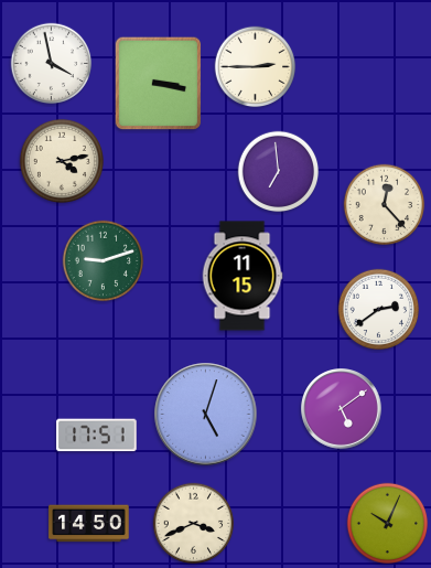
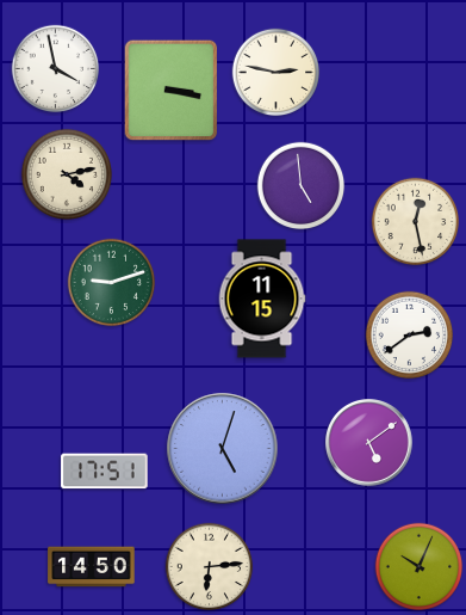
clock at (256, 67): 2:45 -> 2:47
clock at (279, 172): 6:59 -> 4:59
clock at (385, 205): 12:23 -> 12:28
clock at (89, 524) position: (89, 524) -> (92, 567)
clock at (194, 524): 3:41 -> 6:14
